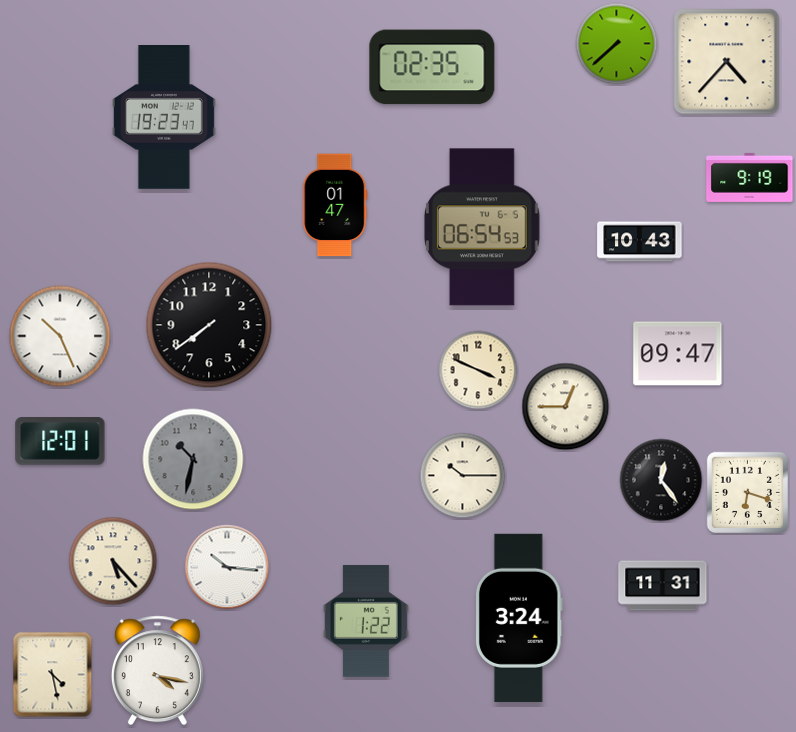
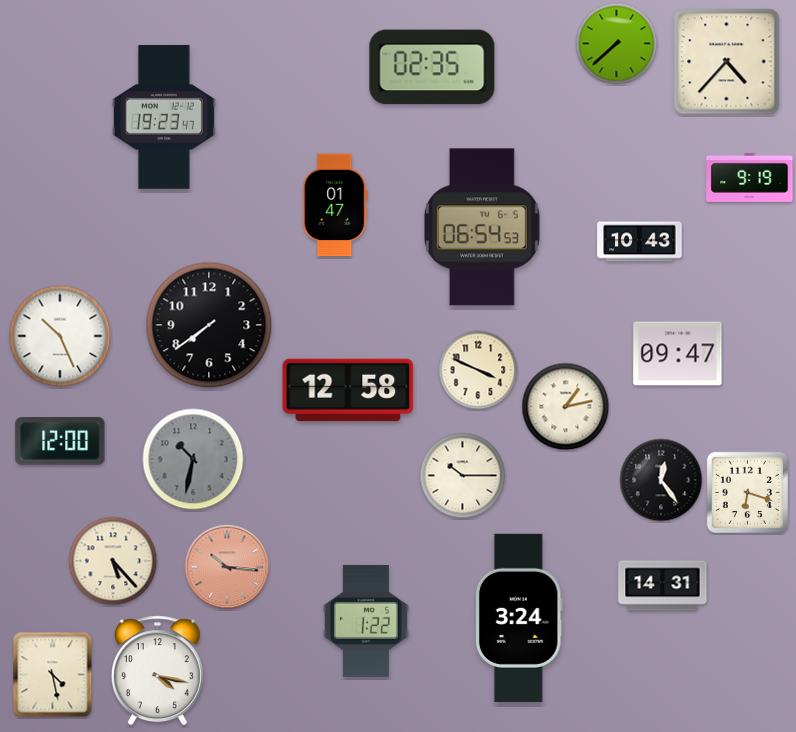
clock at (348, 390): none -> 12:58
clock at (566, 407): 12:45 -> 1:13
clock at (60, 441): 12:01 -> 12:00
clock at (227, 567) dial: white -> salmon
clock at (663, 586): 11:31 -> 14:31
